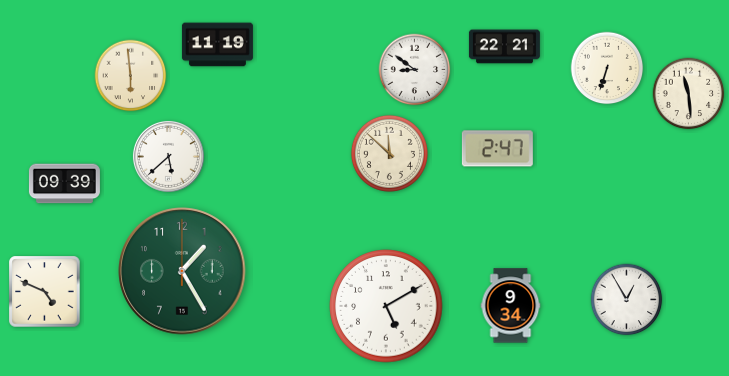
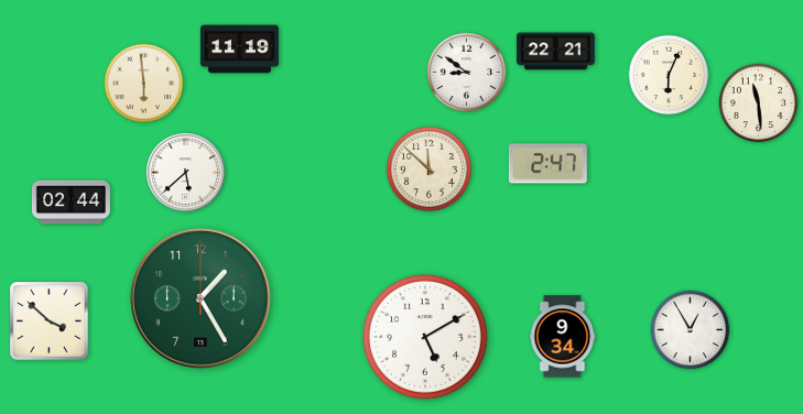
clock at (607, 68): 6:33 -> 6:04
clock at (415, 70) position: (415, 70) -> (467, 73)
clock at (64, 184): 09:39 -> 02:44
clock at (45, 292): 4:49 -> 3:52
